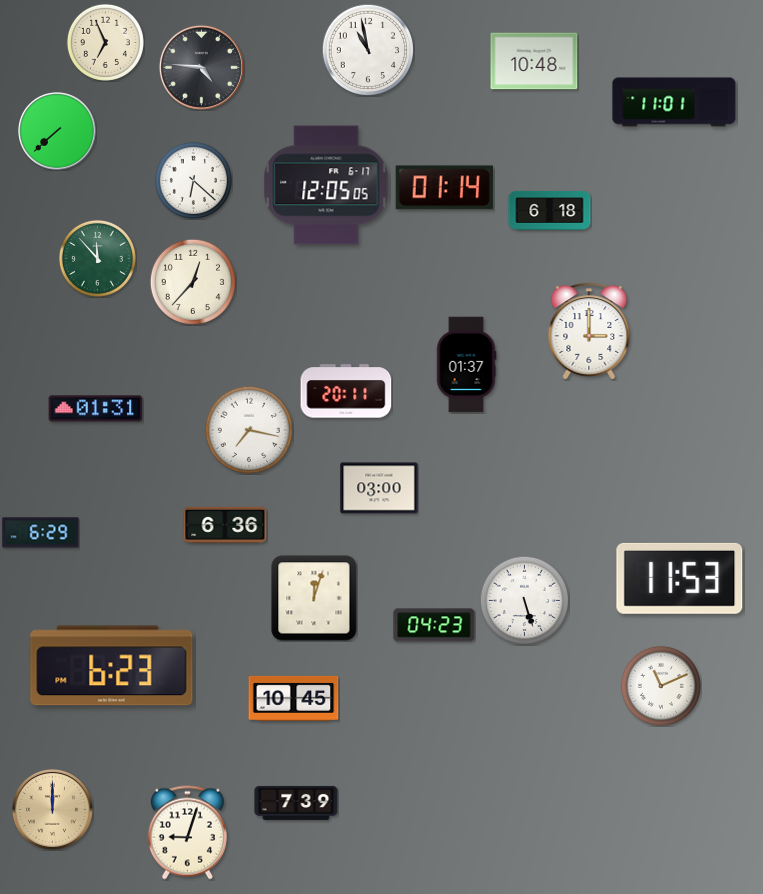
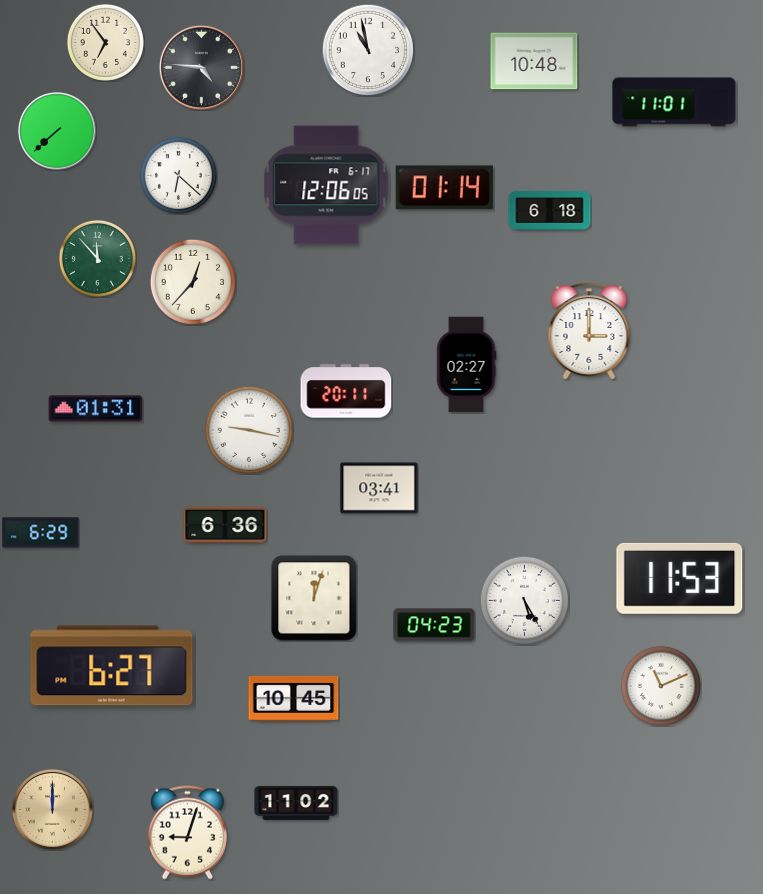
clock at (105, 42): 6:56 -> 6:54
clock at (193, 180) position: (193, 180) -> (178, 175)
clock at (326, 185): 12:05 -> 12:06
clock at (466, 365): 01:37 -> 02:27
clock at (248, 429): 7:17 -> 9:17
clock at (379, 488): 03:00 -> 03:41
clock at (524, 600): 5:27 -> 5:25
clock at (112, 666): 6:23 -> 6:27
clock at (296, 803): 7:39 -> 11:02
